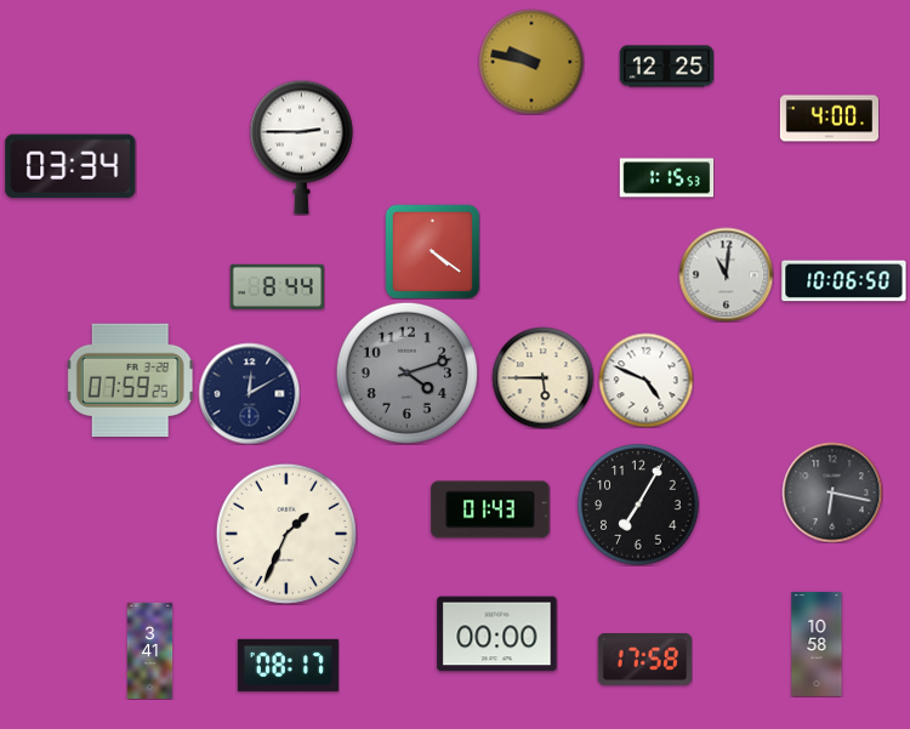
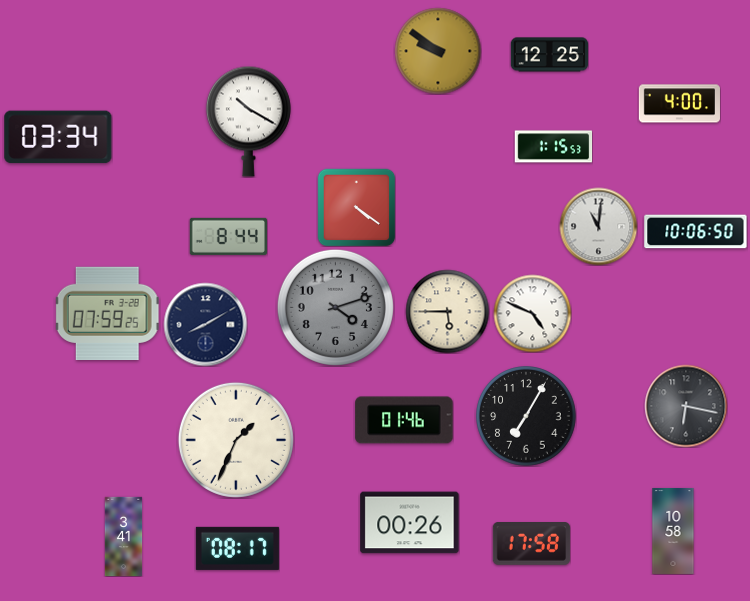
clock at (531, 62): 9:47 -> 9:51
clock at (829, 119) position: (829, 119) -> (679, 104)
clock at (301, 147): 2:45 -> 10:20
clock at (666, 178) position: (666, 178) -> (553, 147)
clock at (249, 393): 12:10 -> 8:10
clock at (490, 509): 01:43 -> 01:46
clock at (497, 634): 00:00 -> 00:26
